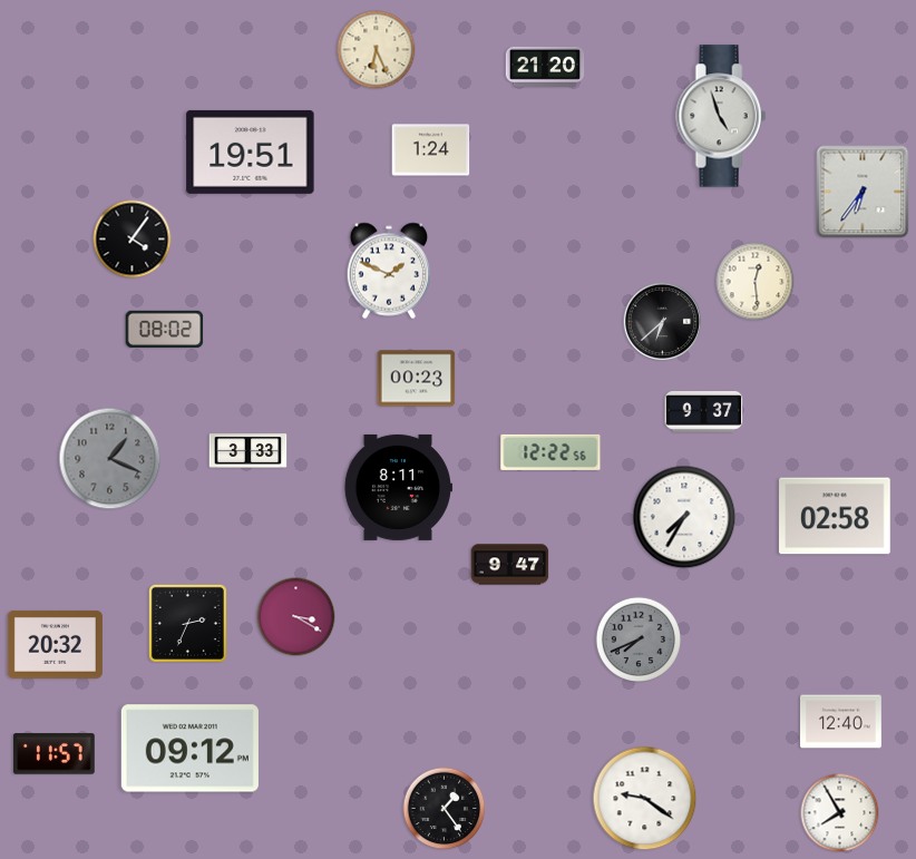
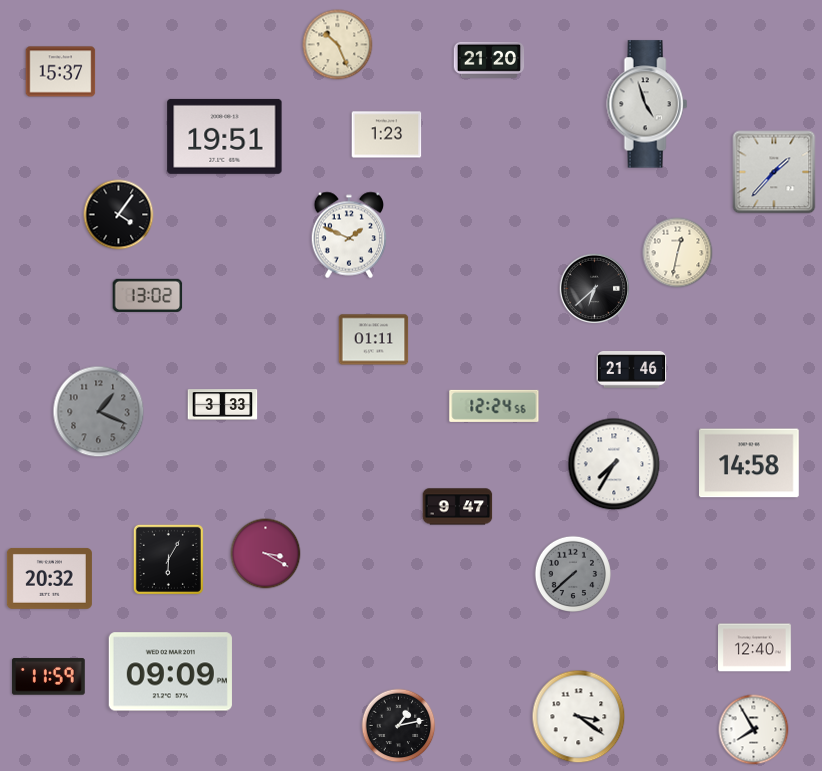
clock at (377, 50): 6:26 -> 10:26
clock at (61, 72): none -> 15:37
clock at (431, 150): 1:24 -> 1:23
clock at (863, 192): 6:36 -> 1:37
clock at (389, 271) position: (389, 271) -> (349, 235)
clock at (756, 282): 12:29 -> 12:32
clock at (165, 329): 08:02 -> 13:02
clock at (417, 379): 00:23 -> 01:11
clock at (704, 412): 9:37 -> 21:46
clock at (550, 452): 12:22 -> 12:24
clock at (398, 487): 8:11 -> none
clock at (836, 516): 02:58 -> 14:58
clock at (187, 623): 2:34 -> 6:05
clock at (637, 638): 7:41 -> 7:38
clock at (189, 749): 09:12 -> 09:09
clock at (53, 754): 11:57 -> 11:59
clock at (645, 799): 9:21 -> 3:21
clock at (445, 809): 1:24 -> 1:13
